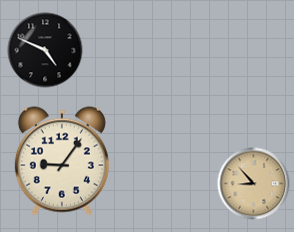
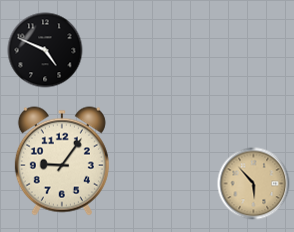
clock at (254, 184): 8:53 -> 5:53
